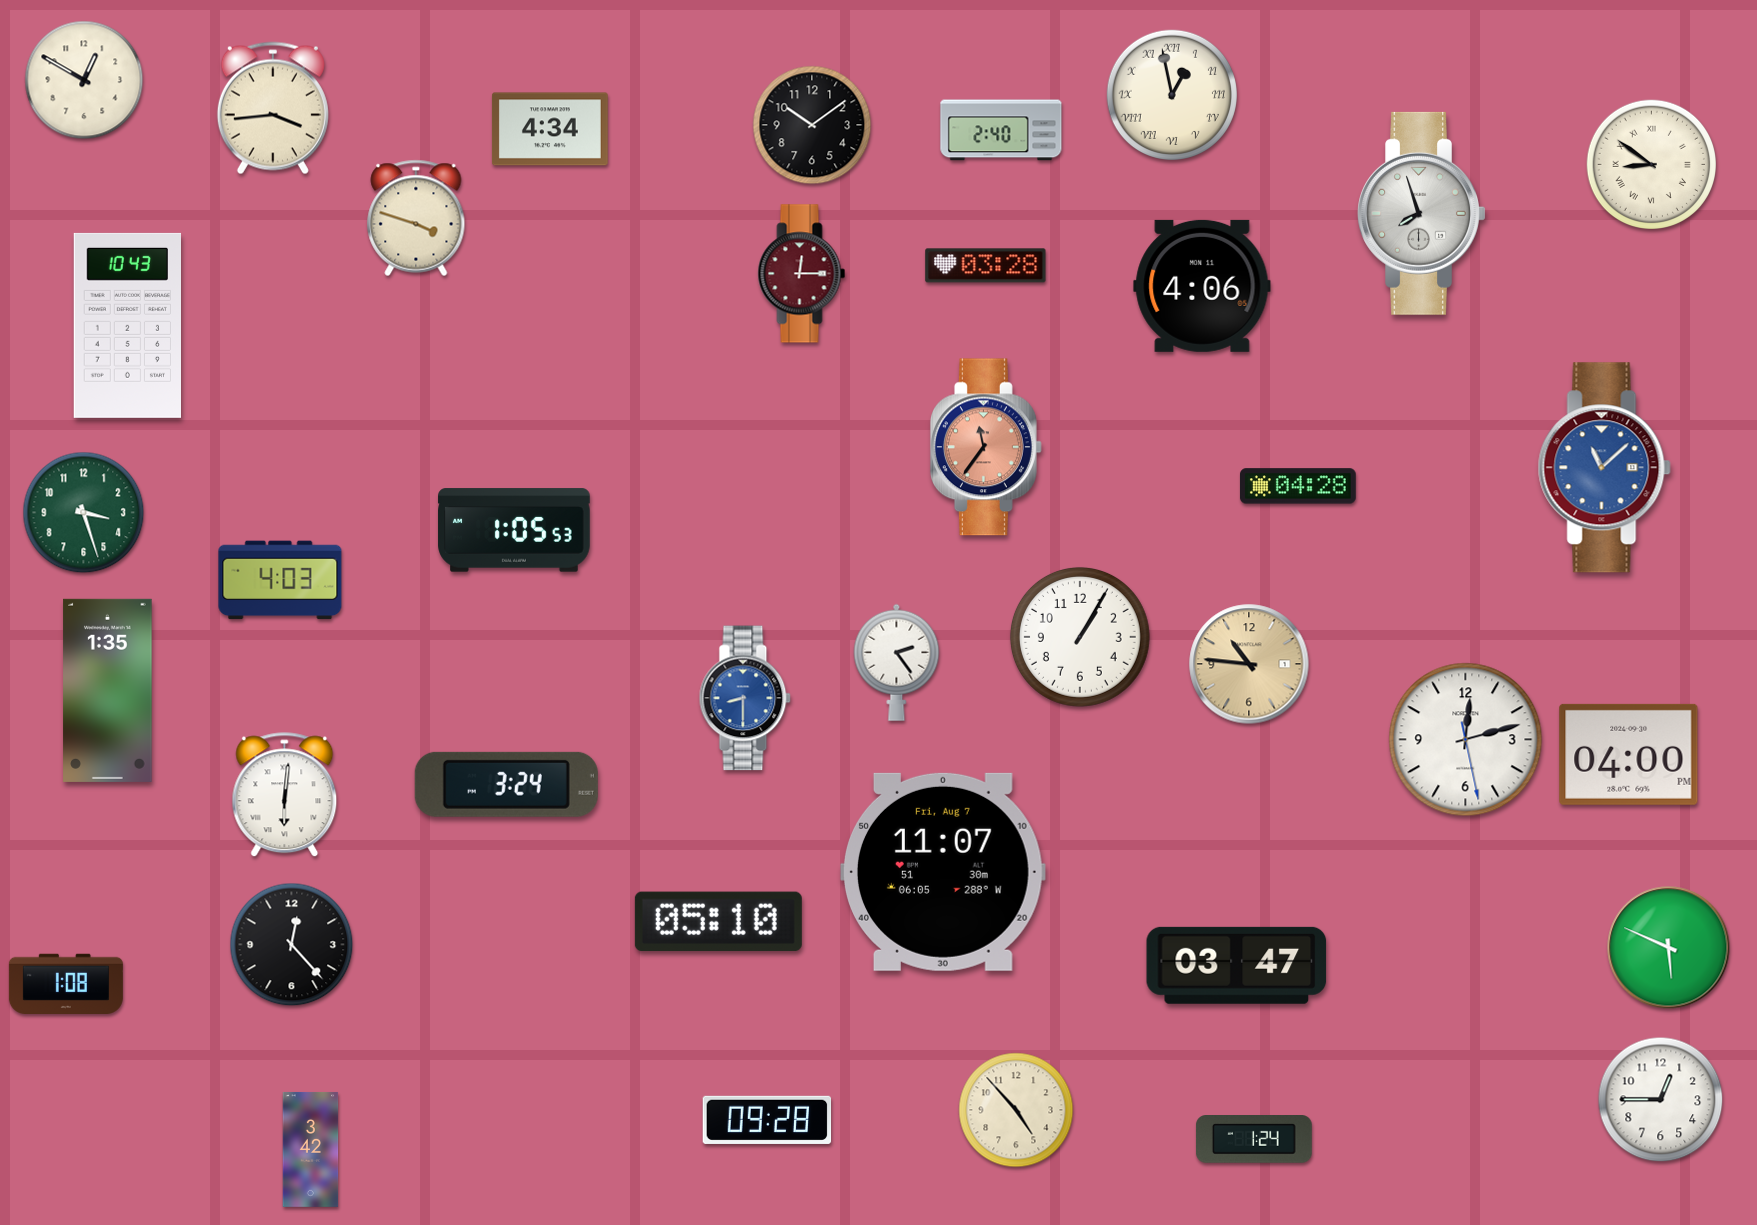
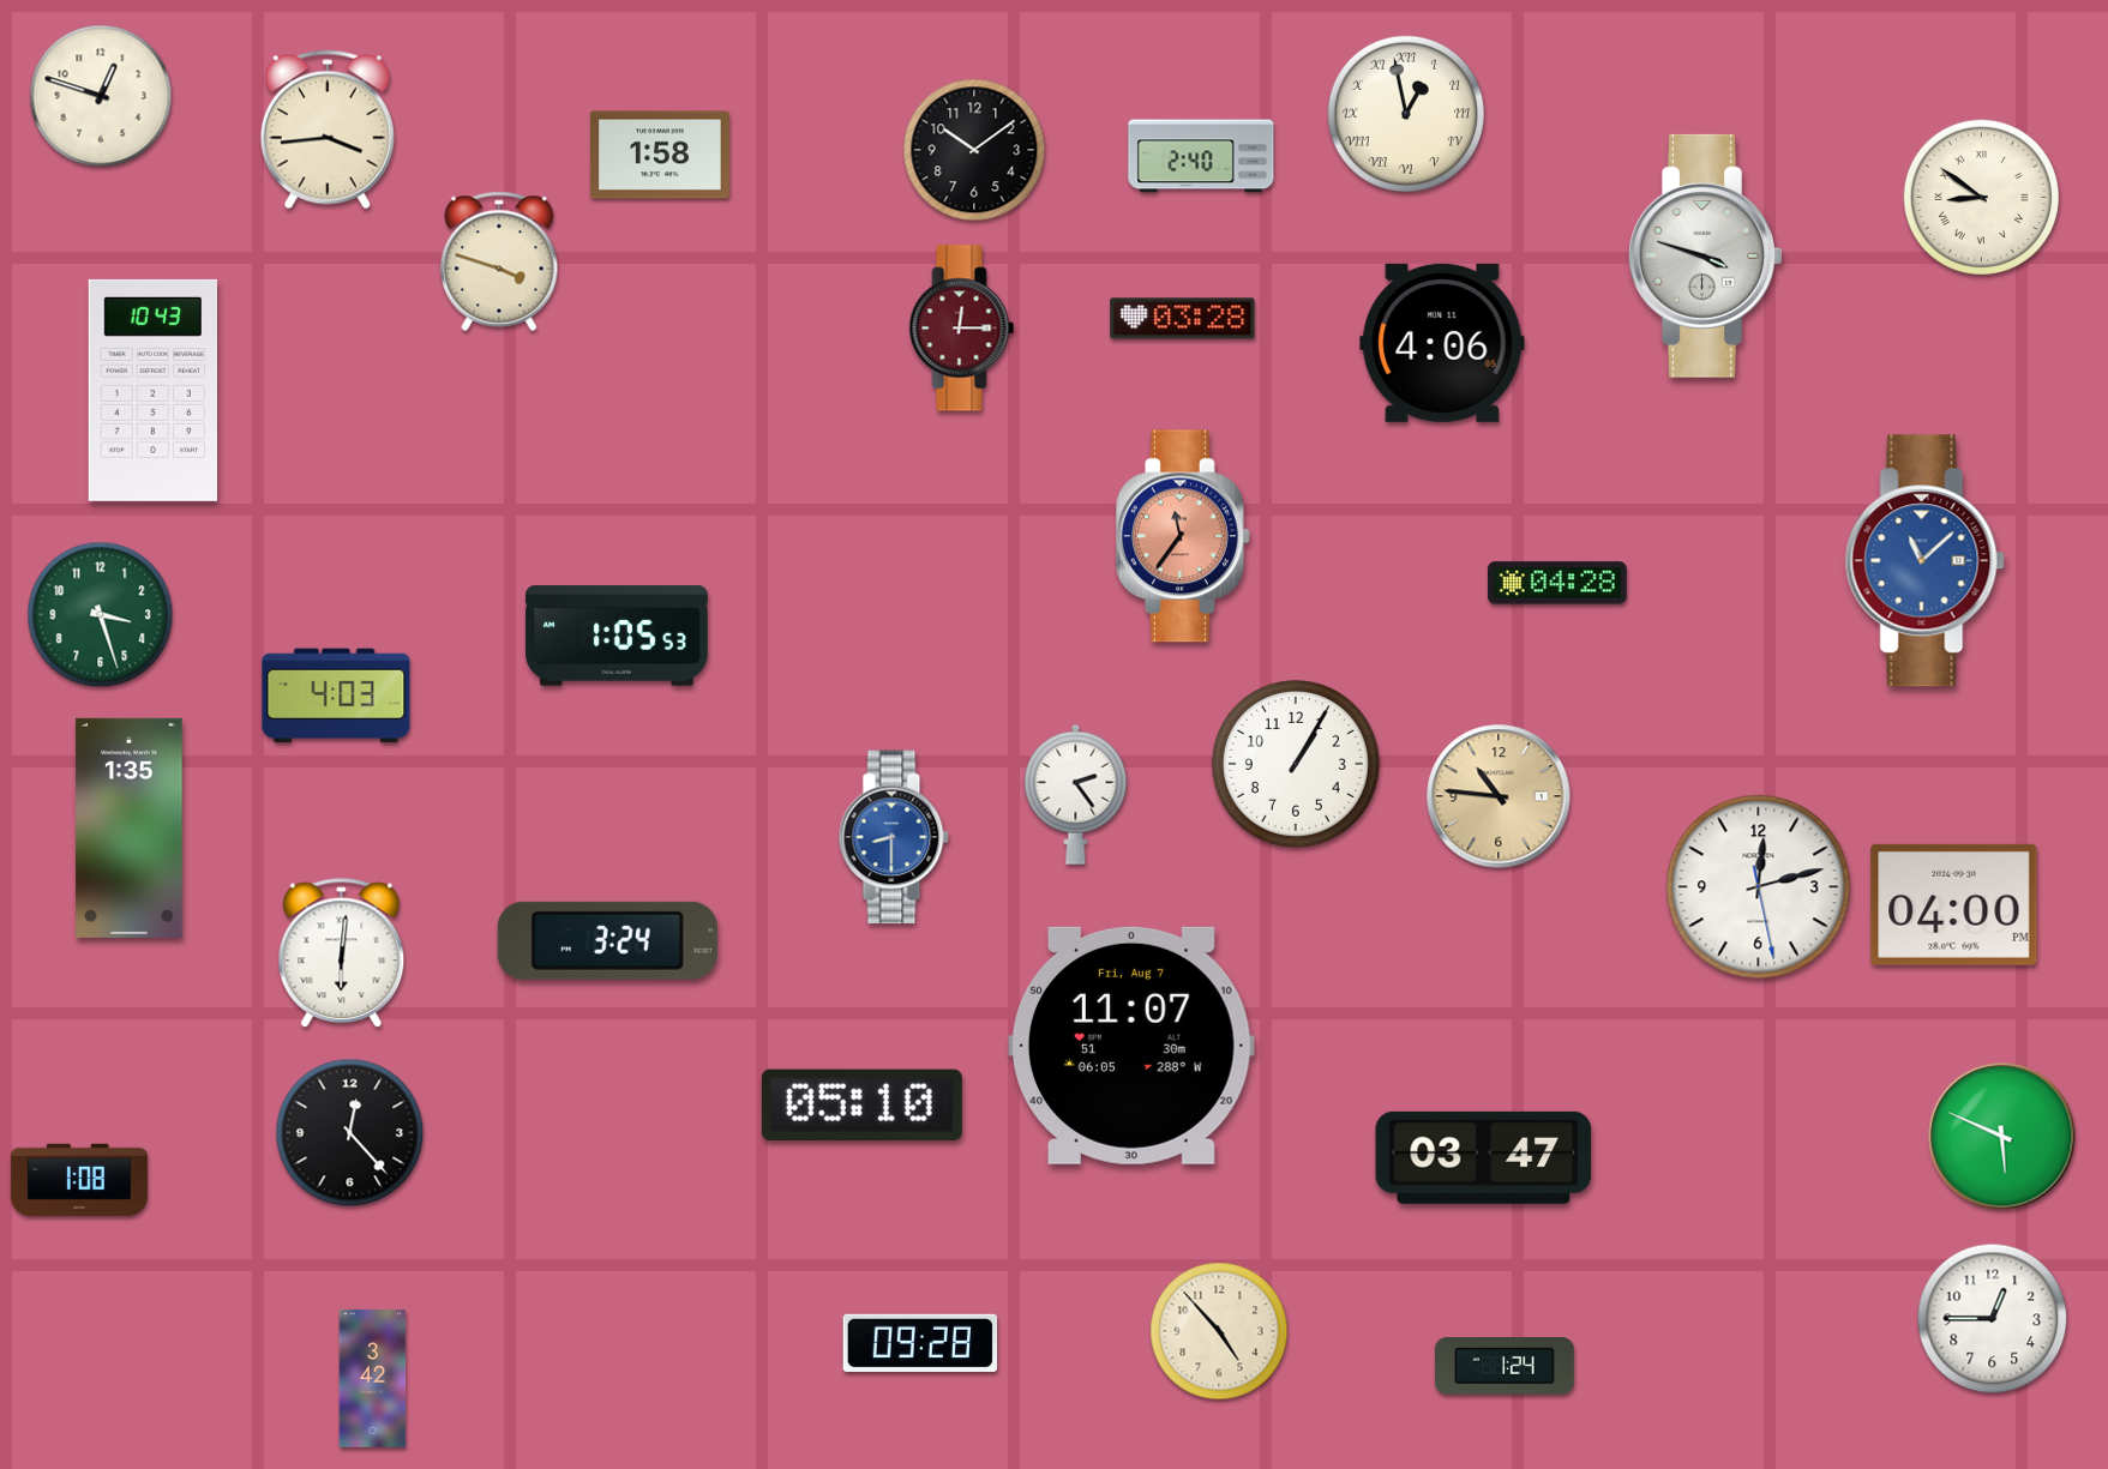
clock at (84, 80): 12:50 -> 12:48
clock at (550, 129): 4:34 -> 1:58
clock at (1422, 213): 7:57 -> 3:48
